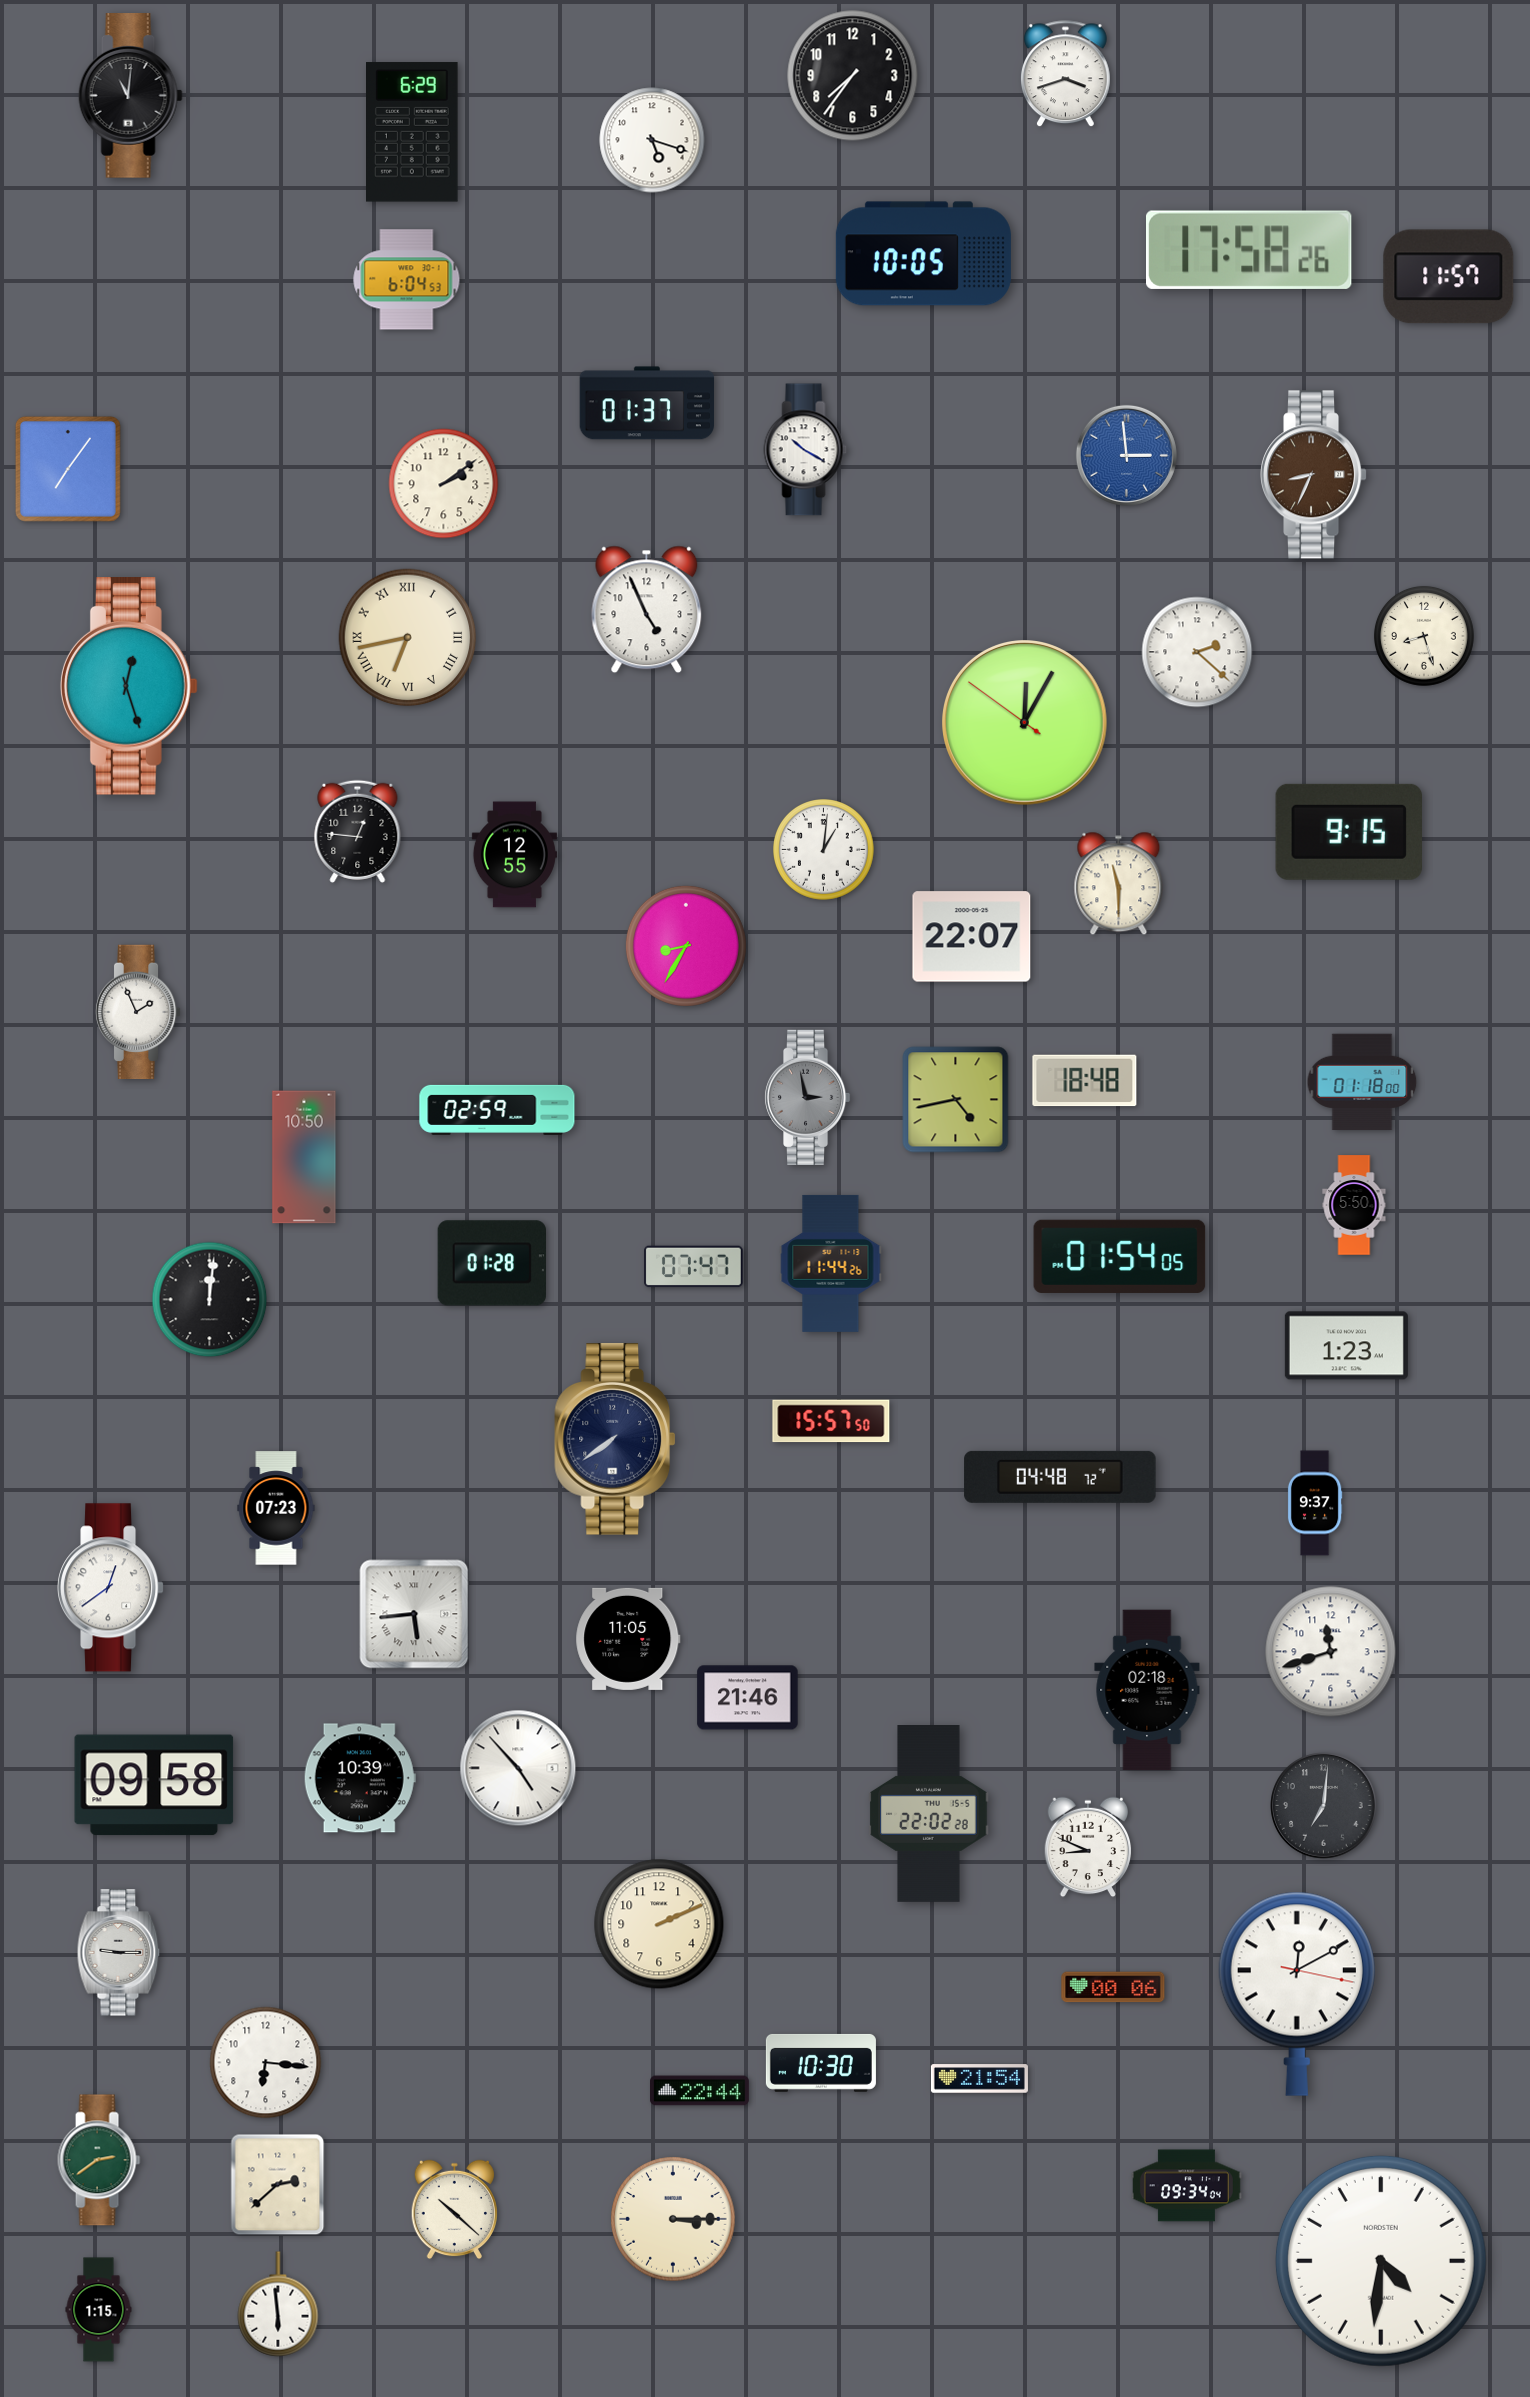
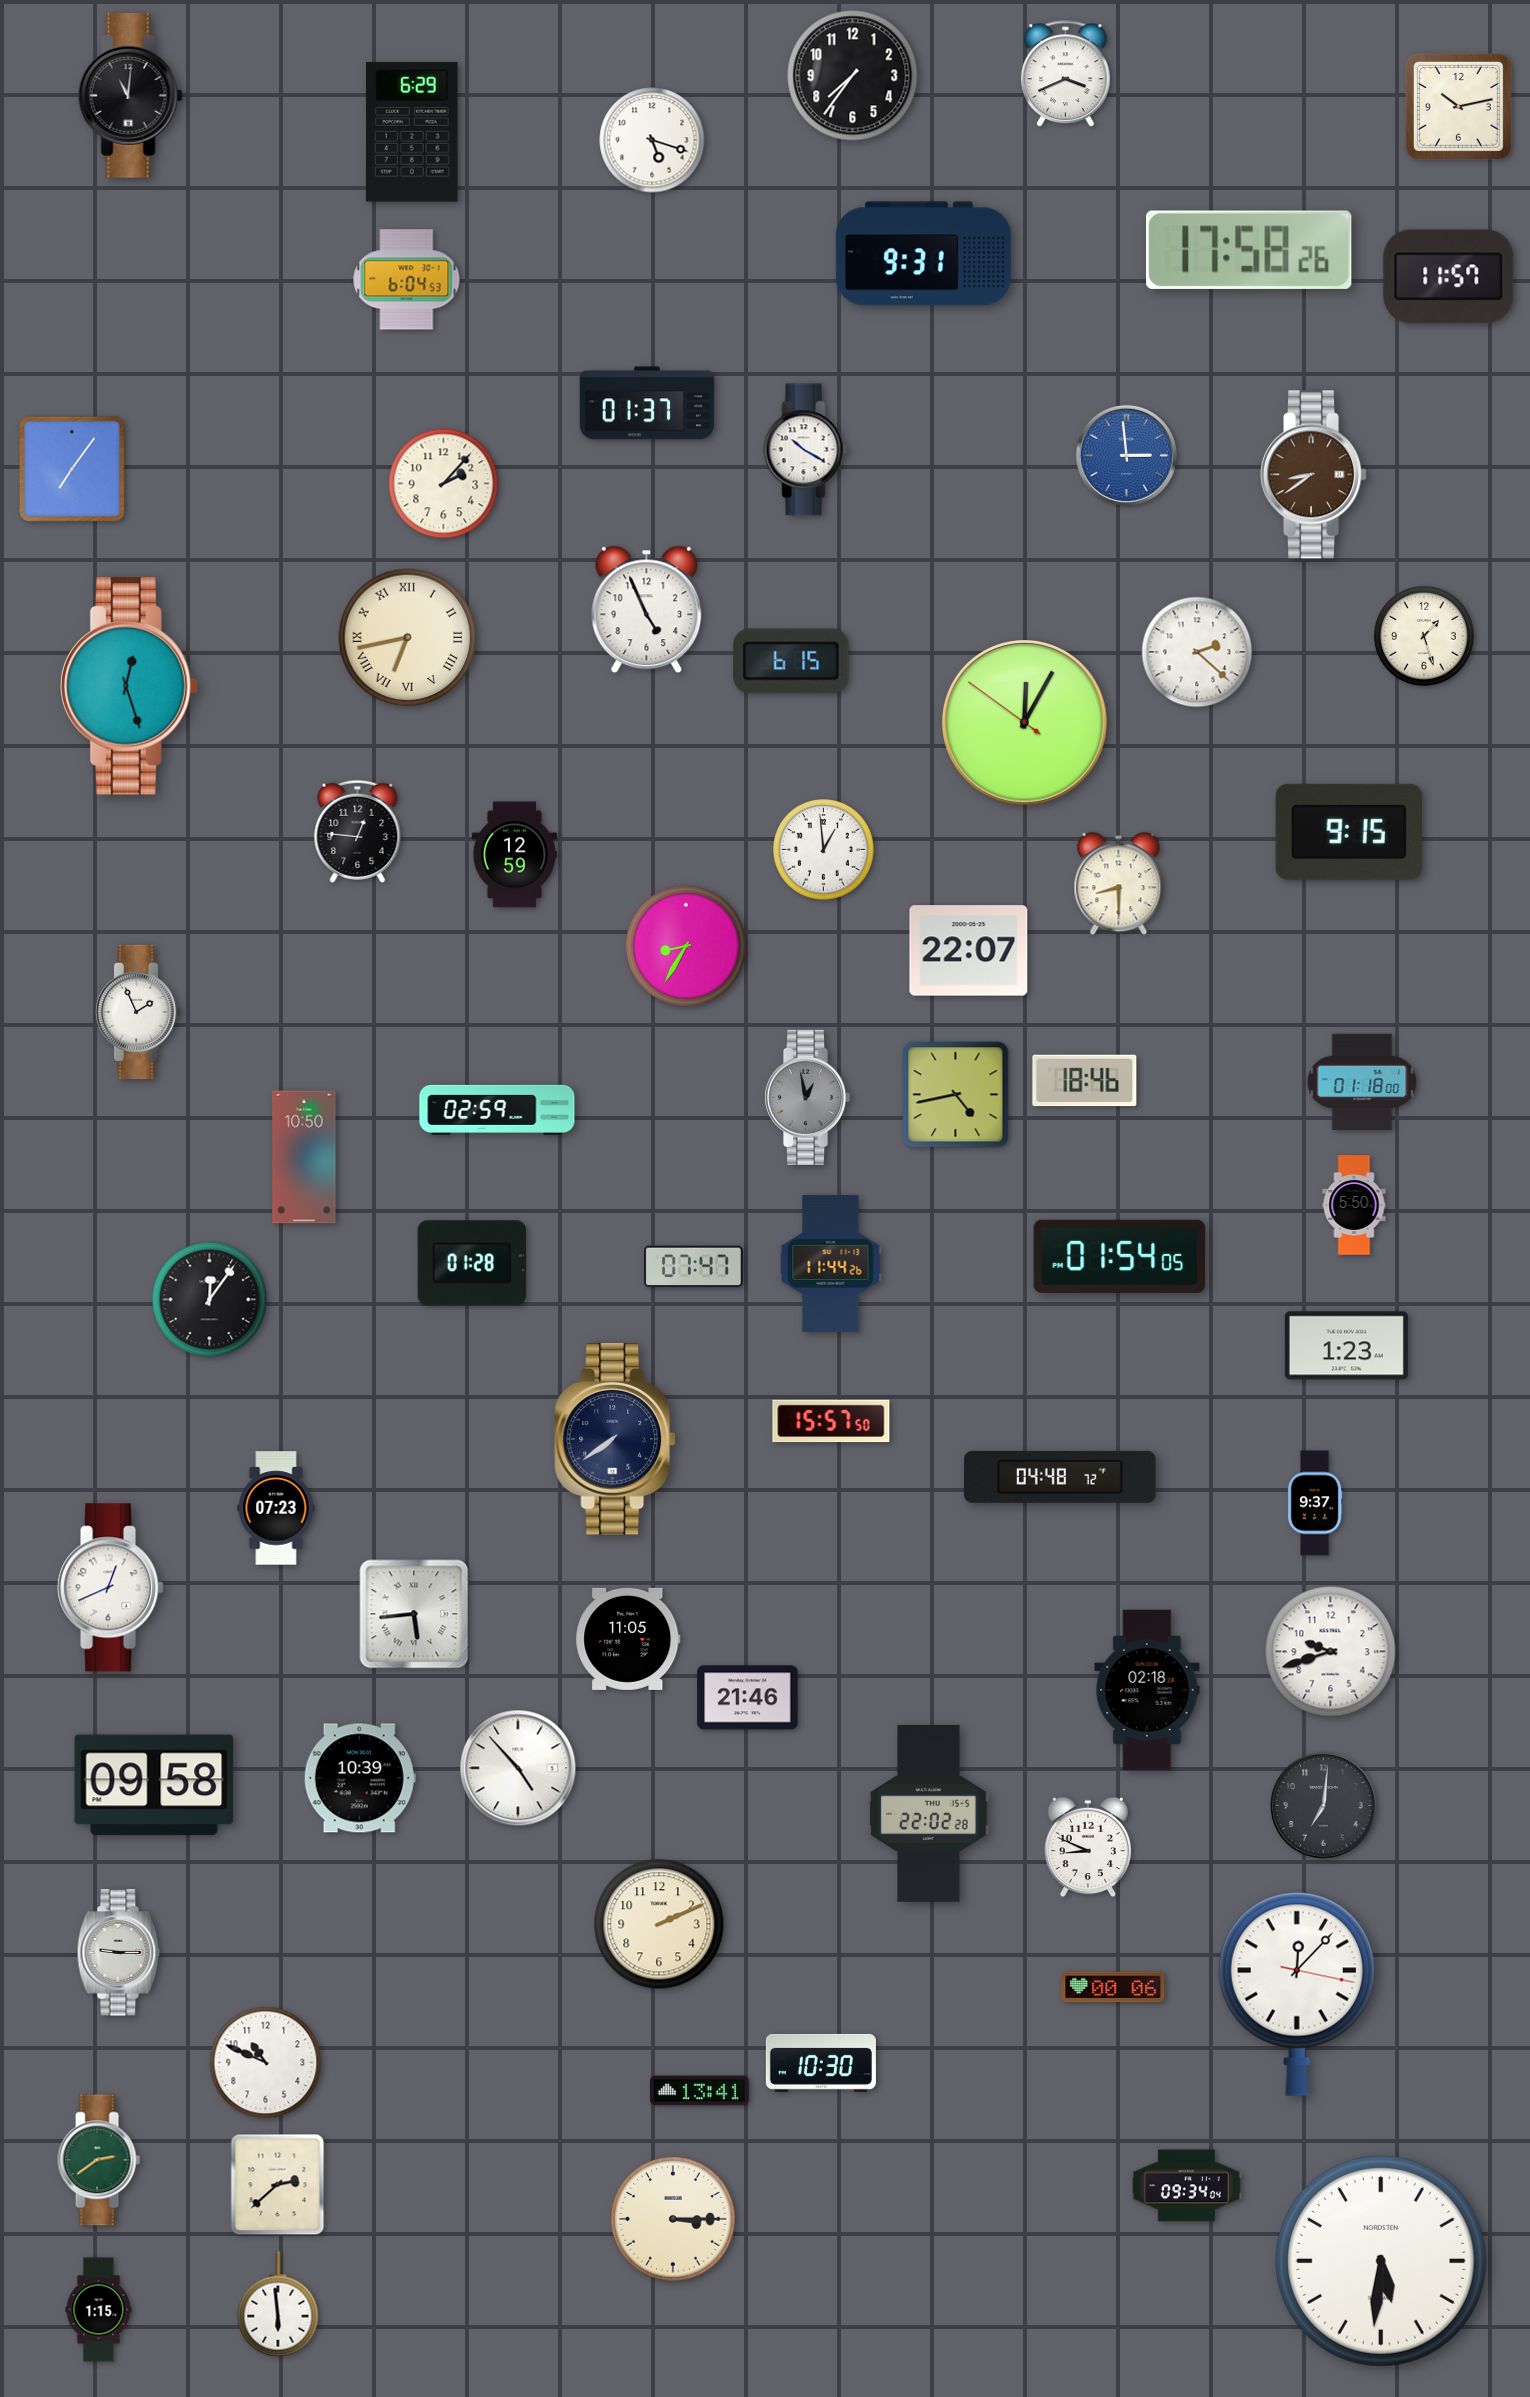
clock at (1066, 74): 3:42 -> 3:41
clock at (1458, 106): none -> 10:13
clock at (923, 254): 10:05 -> 9:31
clock at (68, 469) position: (68, 469) -> (72, 469)
clock at (1315, 475): 8:34 -> 8:39
clock at (444, 484): 2:09 -> 2:07
clock at (1424, 636): 8:27 -> 1:27
clock at (791, 661): none -> 6:15
clock at (824, 850): 1:01 -> 12:59
clock at (514, 855): 12:55 -> 12:59
clock at (1119, 884): 11:30 -> 8:30
clock at (972, 937) position: (972, 937) -> (969, 951)
clock at (1085, 1081): 18:48 -> 18:46
clock at (807, 1097): 2:58 -> 12:58
clock at (956, 1100) position: (956, 1100) -> (956, 1095)
clock at (491, 1263) position: (491, 1263) -> (471, 1263)
clock at (210, 1300): 12:01 -> 12:06
clock at (112, 1588): 12:39 -> 12:41
clock at (1331, 1652): 11:42 -> 9:42
clock at (1297, 1994): 12:10 -> 12:07
clock at (266, 2063): 6:16 -> 10:49
clock at (979, 2079): 21:54 -> none
clock at (700, 2091): 22:44 -> 13:41
clock at (454, 2210): 10:22 -> none
clock at (1381, 2261): 4:31 -> 5:31
